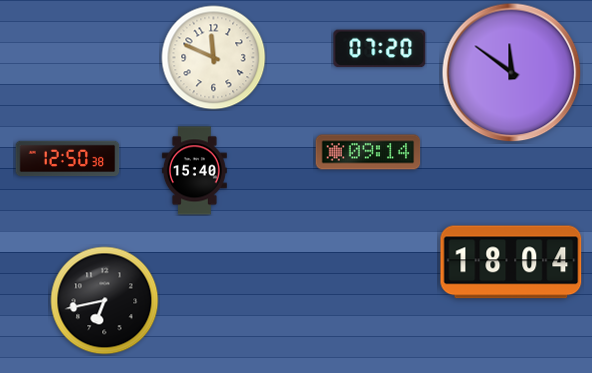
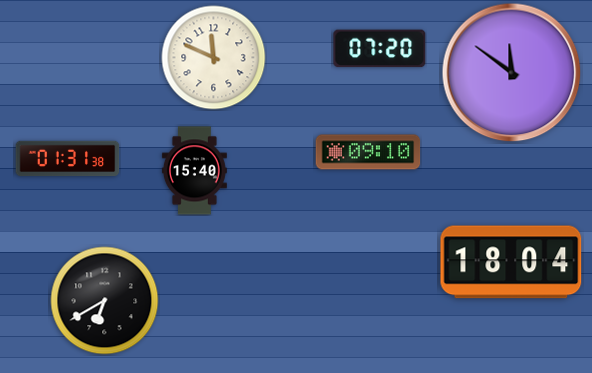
clock at (368, 152): 09:14 -> 09:10
clock at (68, 159): 12:50 -> 01:31
clock at (105, 301): 6:43 -> 6:40
